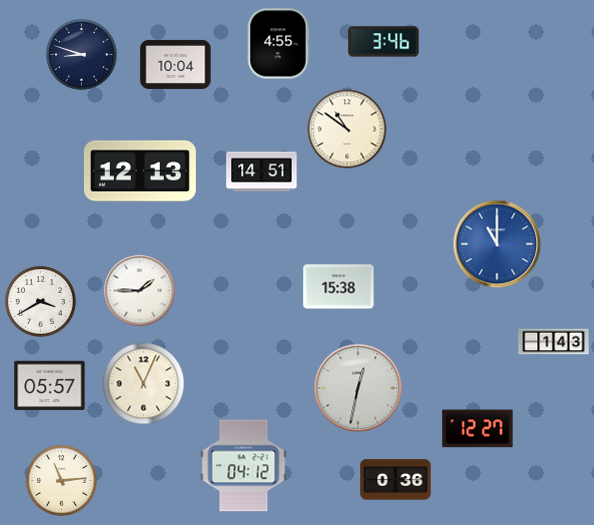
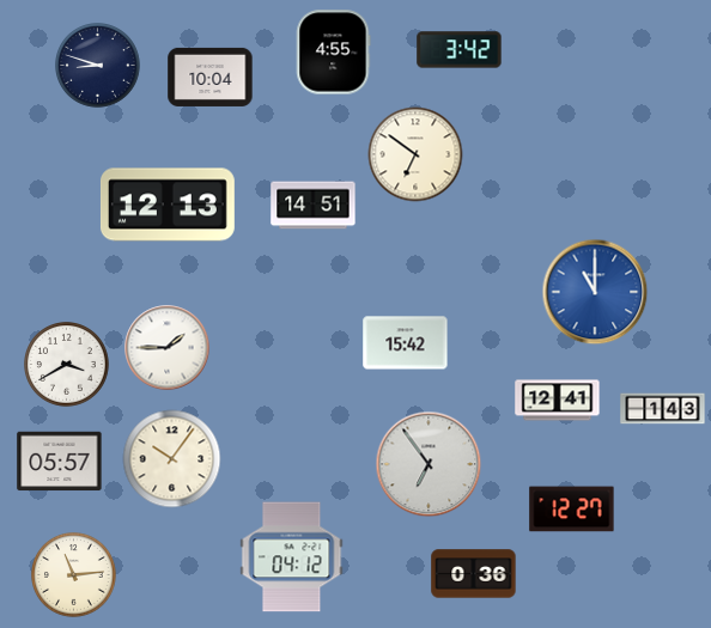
clock at (384, 42): 3:46 -> 3:42
clock at (347, 129): 10:51 -> 6:51
clock at (339, 287): 15:38 -> 15:42
clock at (41, 302) position: (41, 302) -> (67, 365)
clock at (558, 401): none -> 12:41
clock at (144, 384): 11:04 -> 10:06
clock at (358, 388): 12:32 -> 6:54
clock at (478, 429) position: (478, 429) -> (572, 510)
